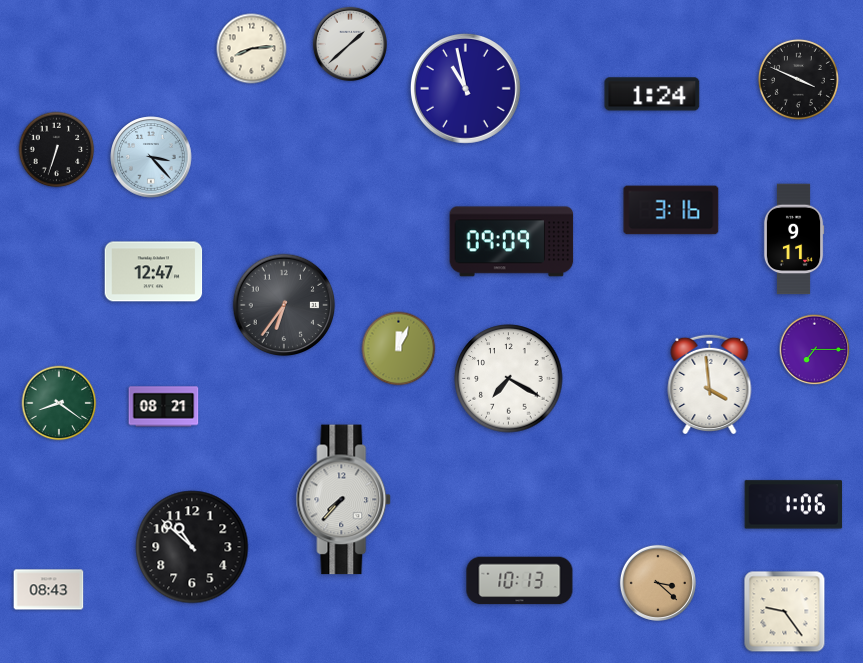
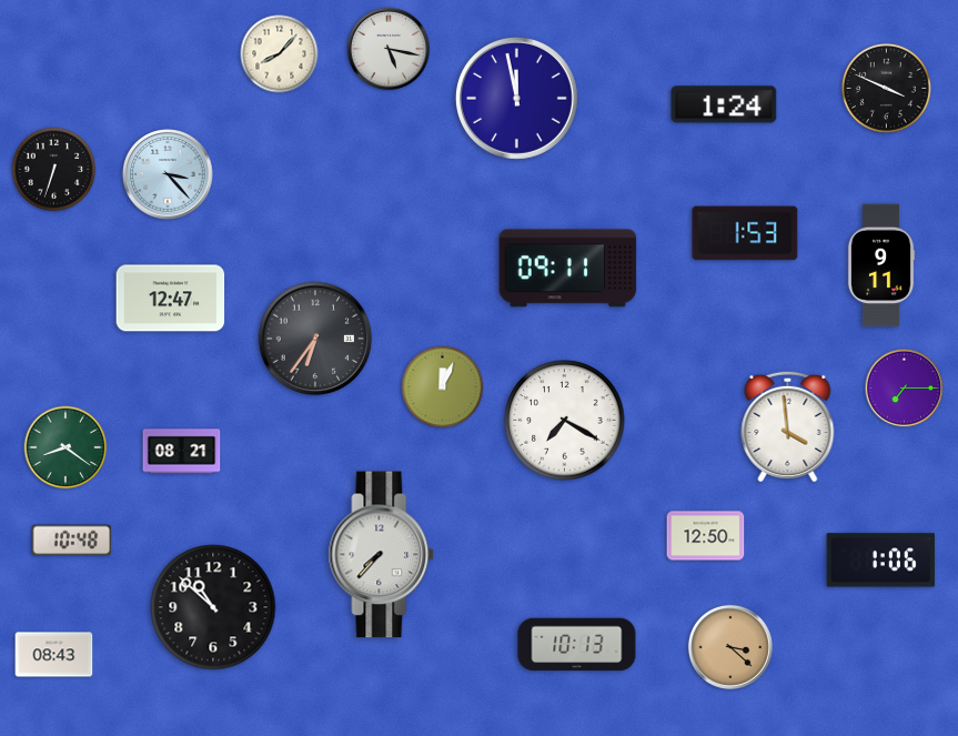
clock at (349, 43): 1:38 -> 5:17
clock at (252, 49): 8:14 -> 8:07
clock at (465, 88): 10:58 -> 11:58
clock at (57, 150) position: (57, 150) -> (54, 170)
clock at (671, 210): 3:16 -> 1:53
clock at (512, 242): 09:09 -> 09:11
clock at (154, 272) position: (154, 272) -> (171, 299)
clock at (706, 536): none -> 12:50
clock at (72, 541): none -> 10:48
clock at (785, 612): 9:24 -> none
